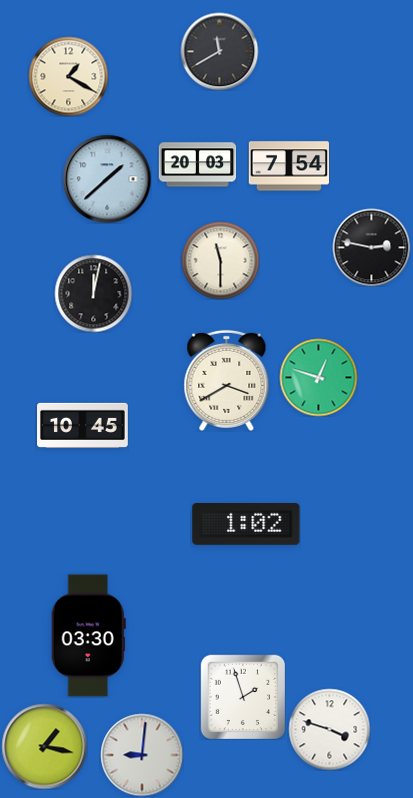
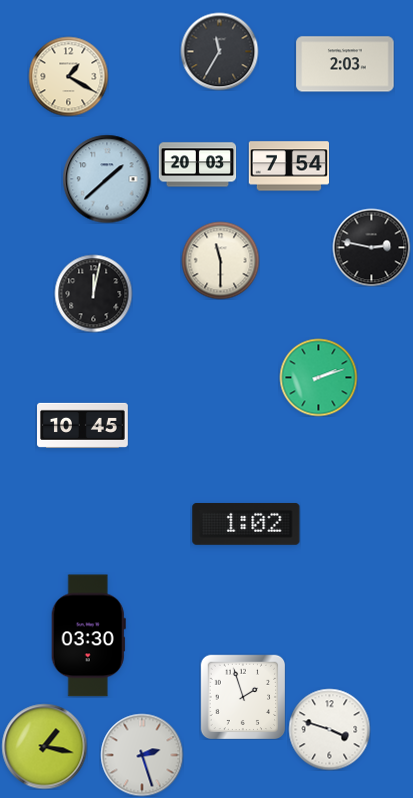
clock at (219, 51): 11:40 -> 11:35
clock at (345, 64): none -> 2:03
clock at (318, 377): 12:48 -> 2:12
clock at (227, 380): 3:40 -> none
clock at (142, 755): 9:01 -> 2:27
